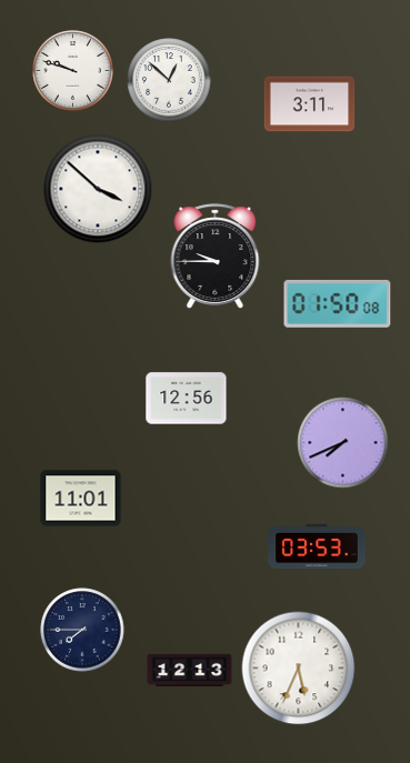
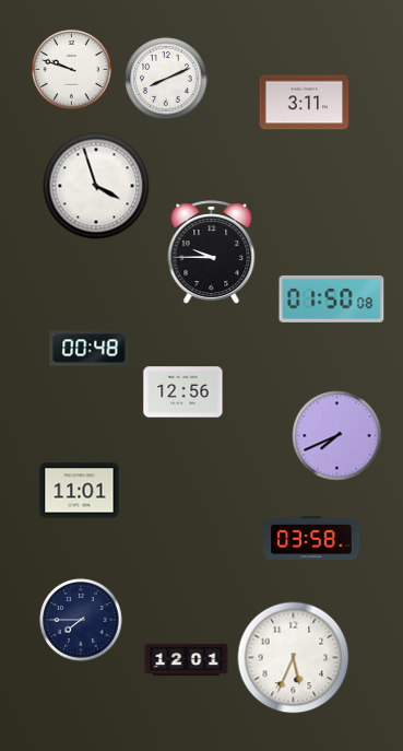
clock at (169, 80): 12:52 -> 8:11
clock at (98, 189): 3:52 -> 3:57
clock at (90, 349): none -> 00:48
clock at (317, 546): 03:53 -> 03:58
clock at (190, 671): 12:13 -> 12:01
